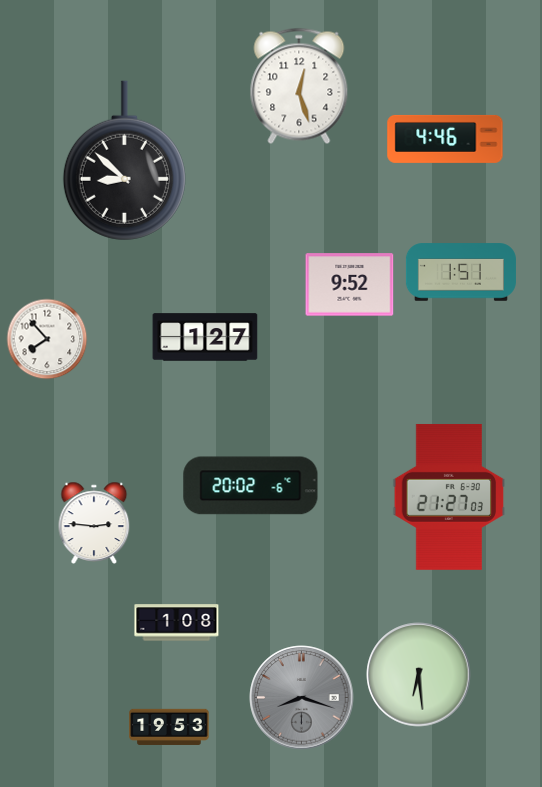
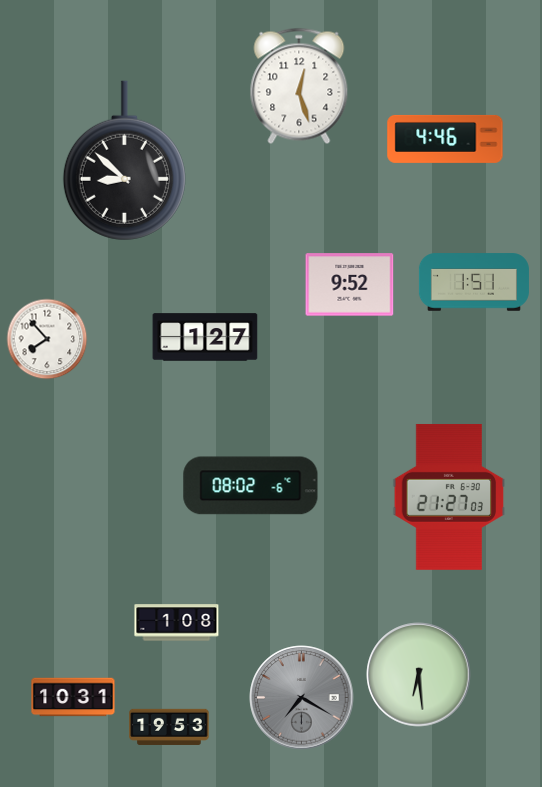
clock at (461, 272) position: (461, 272) -> (474, 282)
clock at (251, 486): 20:02 -> 08:02
clock at (94, 522): 2:46 -> none
clock at (73, 697): none -> 10:31
clock at (302, 698): 8:18 -> 7:20
